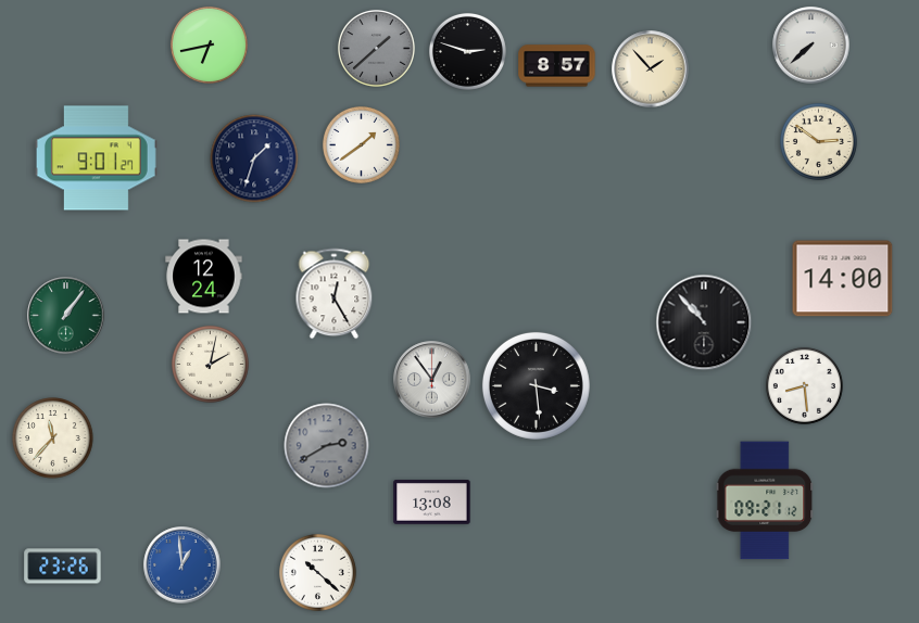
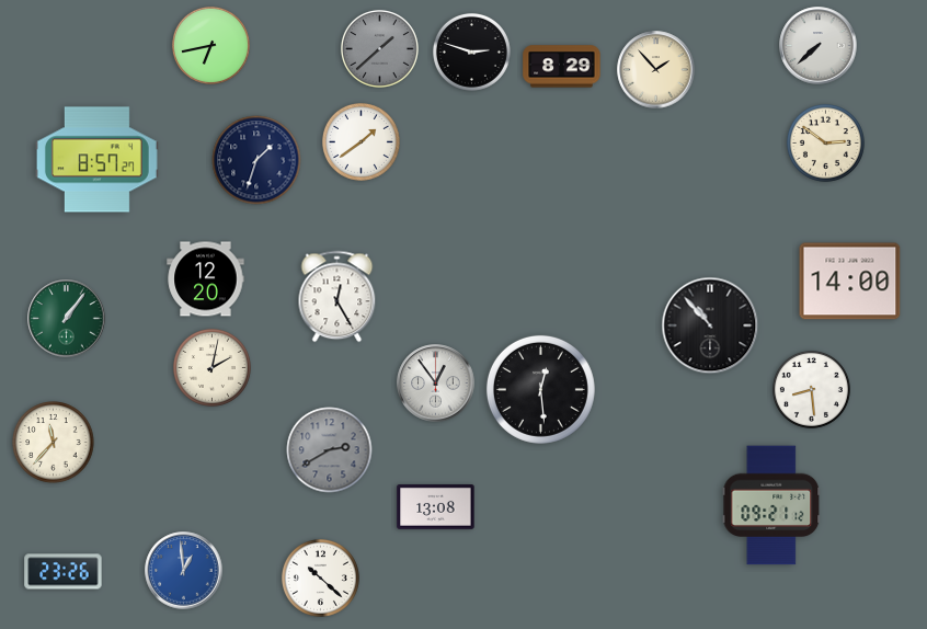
clock at (557, 66): 8:57 -> 8:29
clock at (361, 144) position: (361, 144) -> (360, 141)
clock at (96, 158): 9:01 -> 8:57
clock at (204, 277): 12:24 -> 12:20
clock at (536, 385): 3:29 -> 12:29
